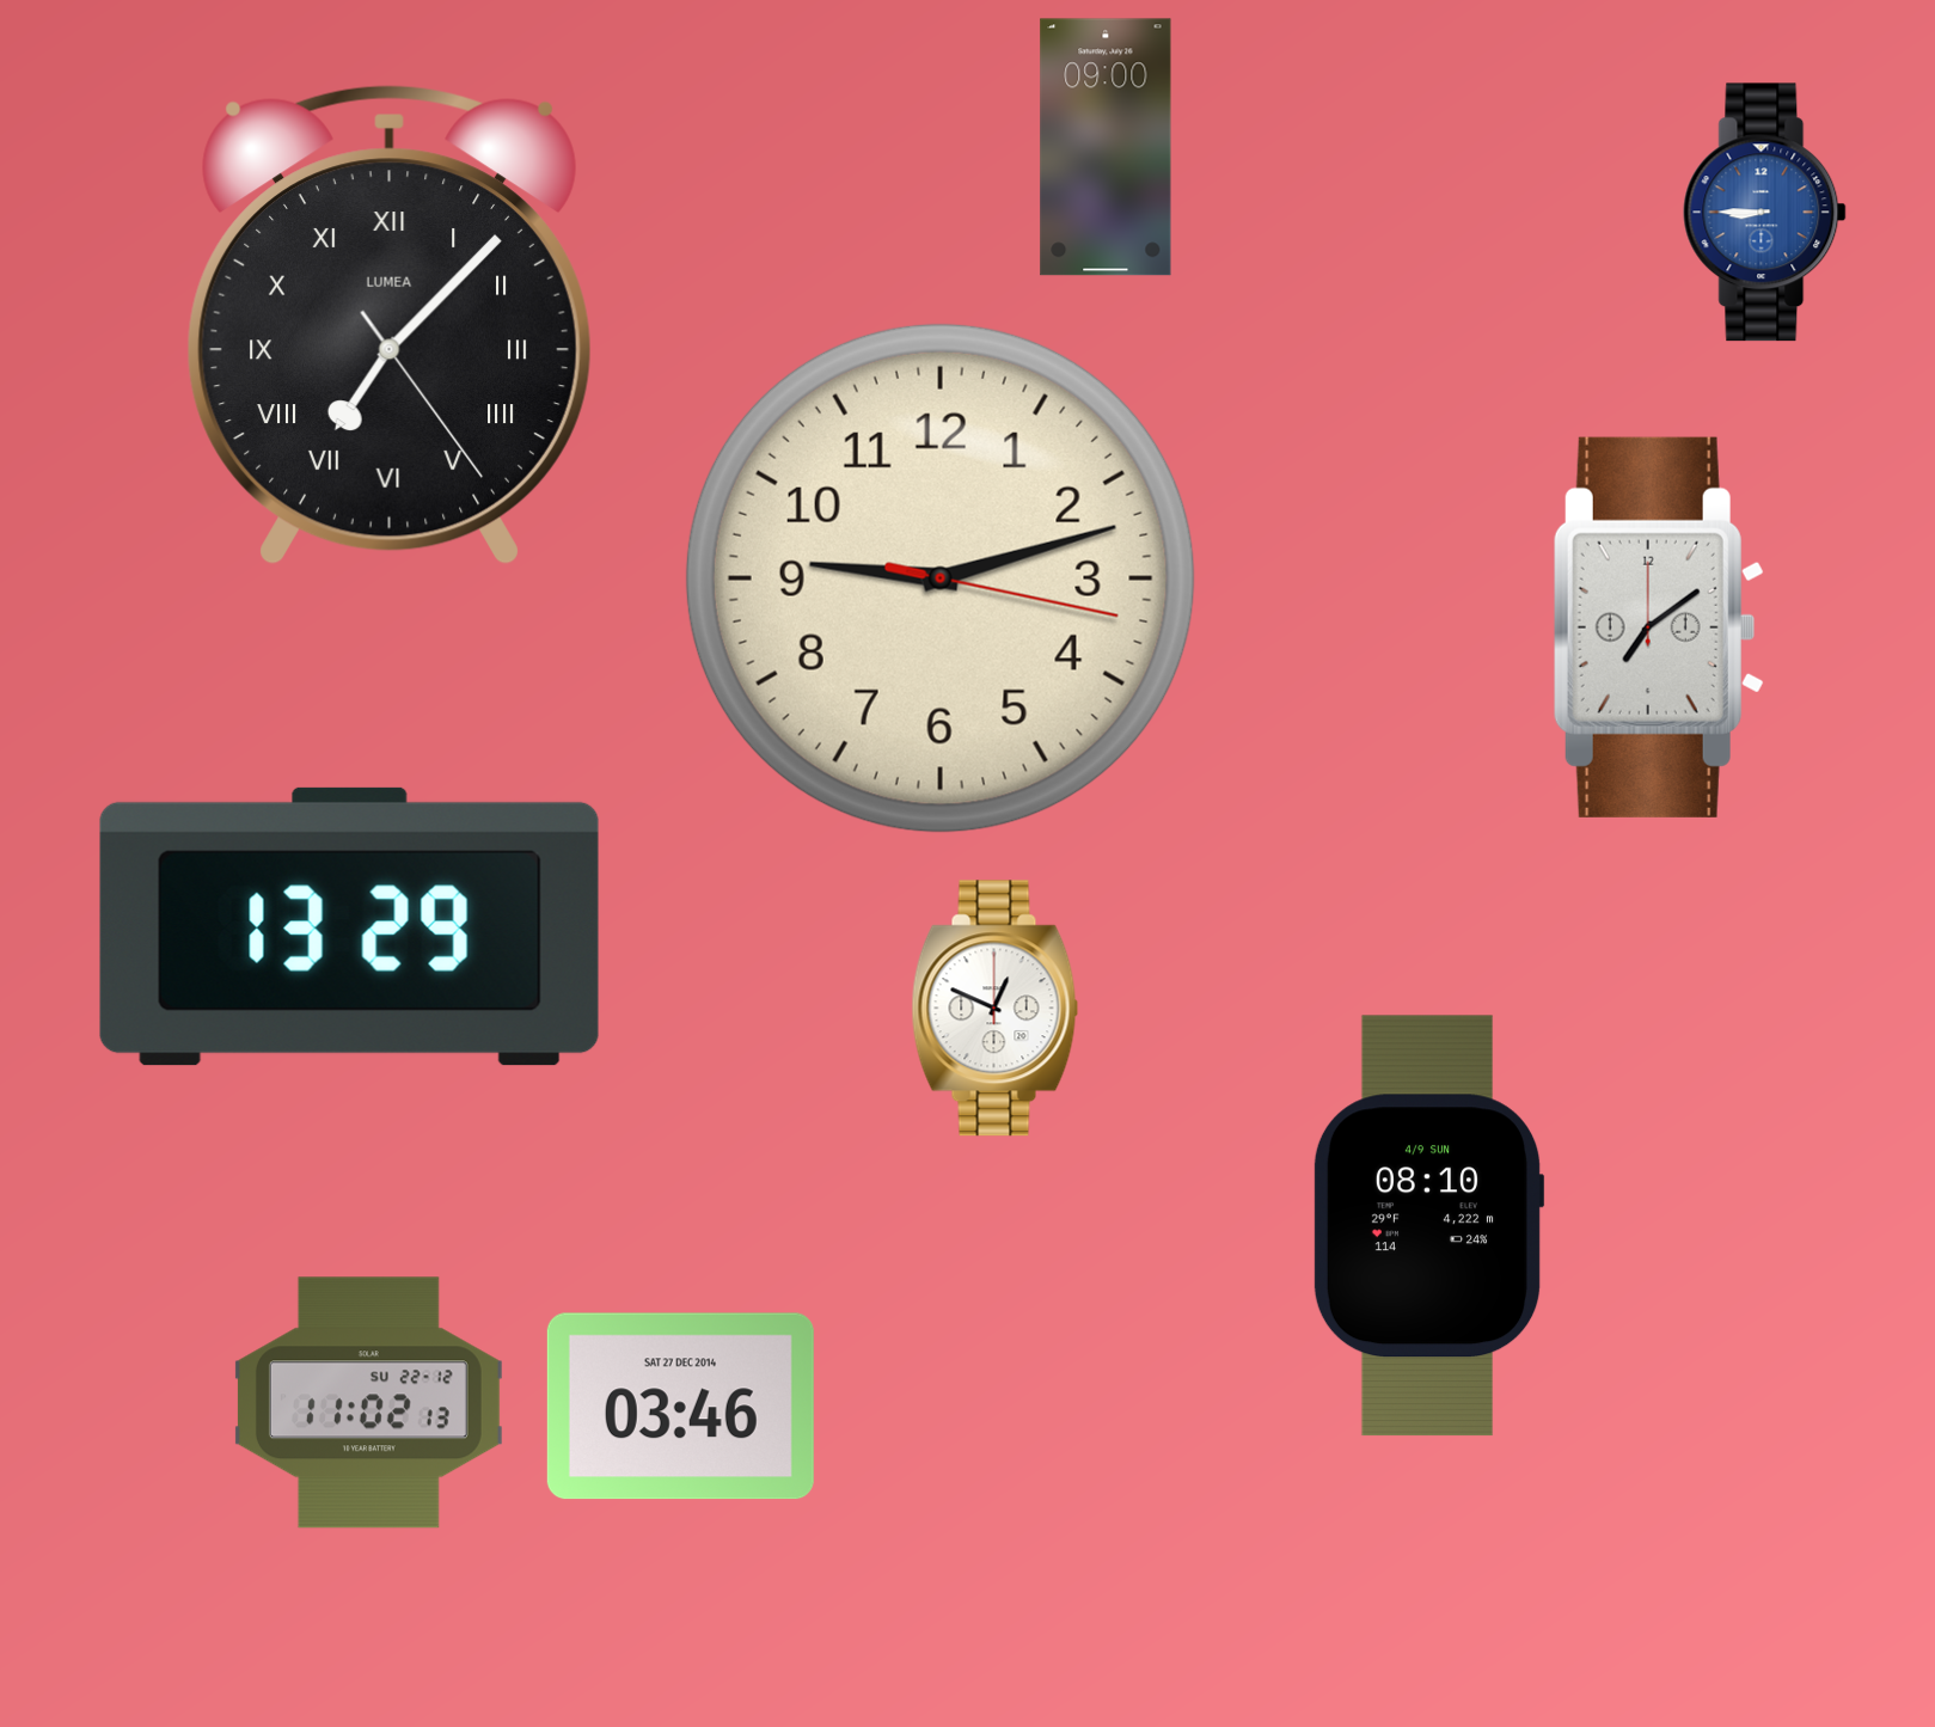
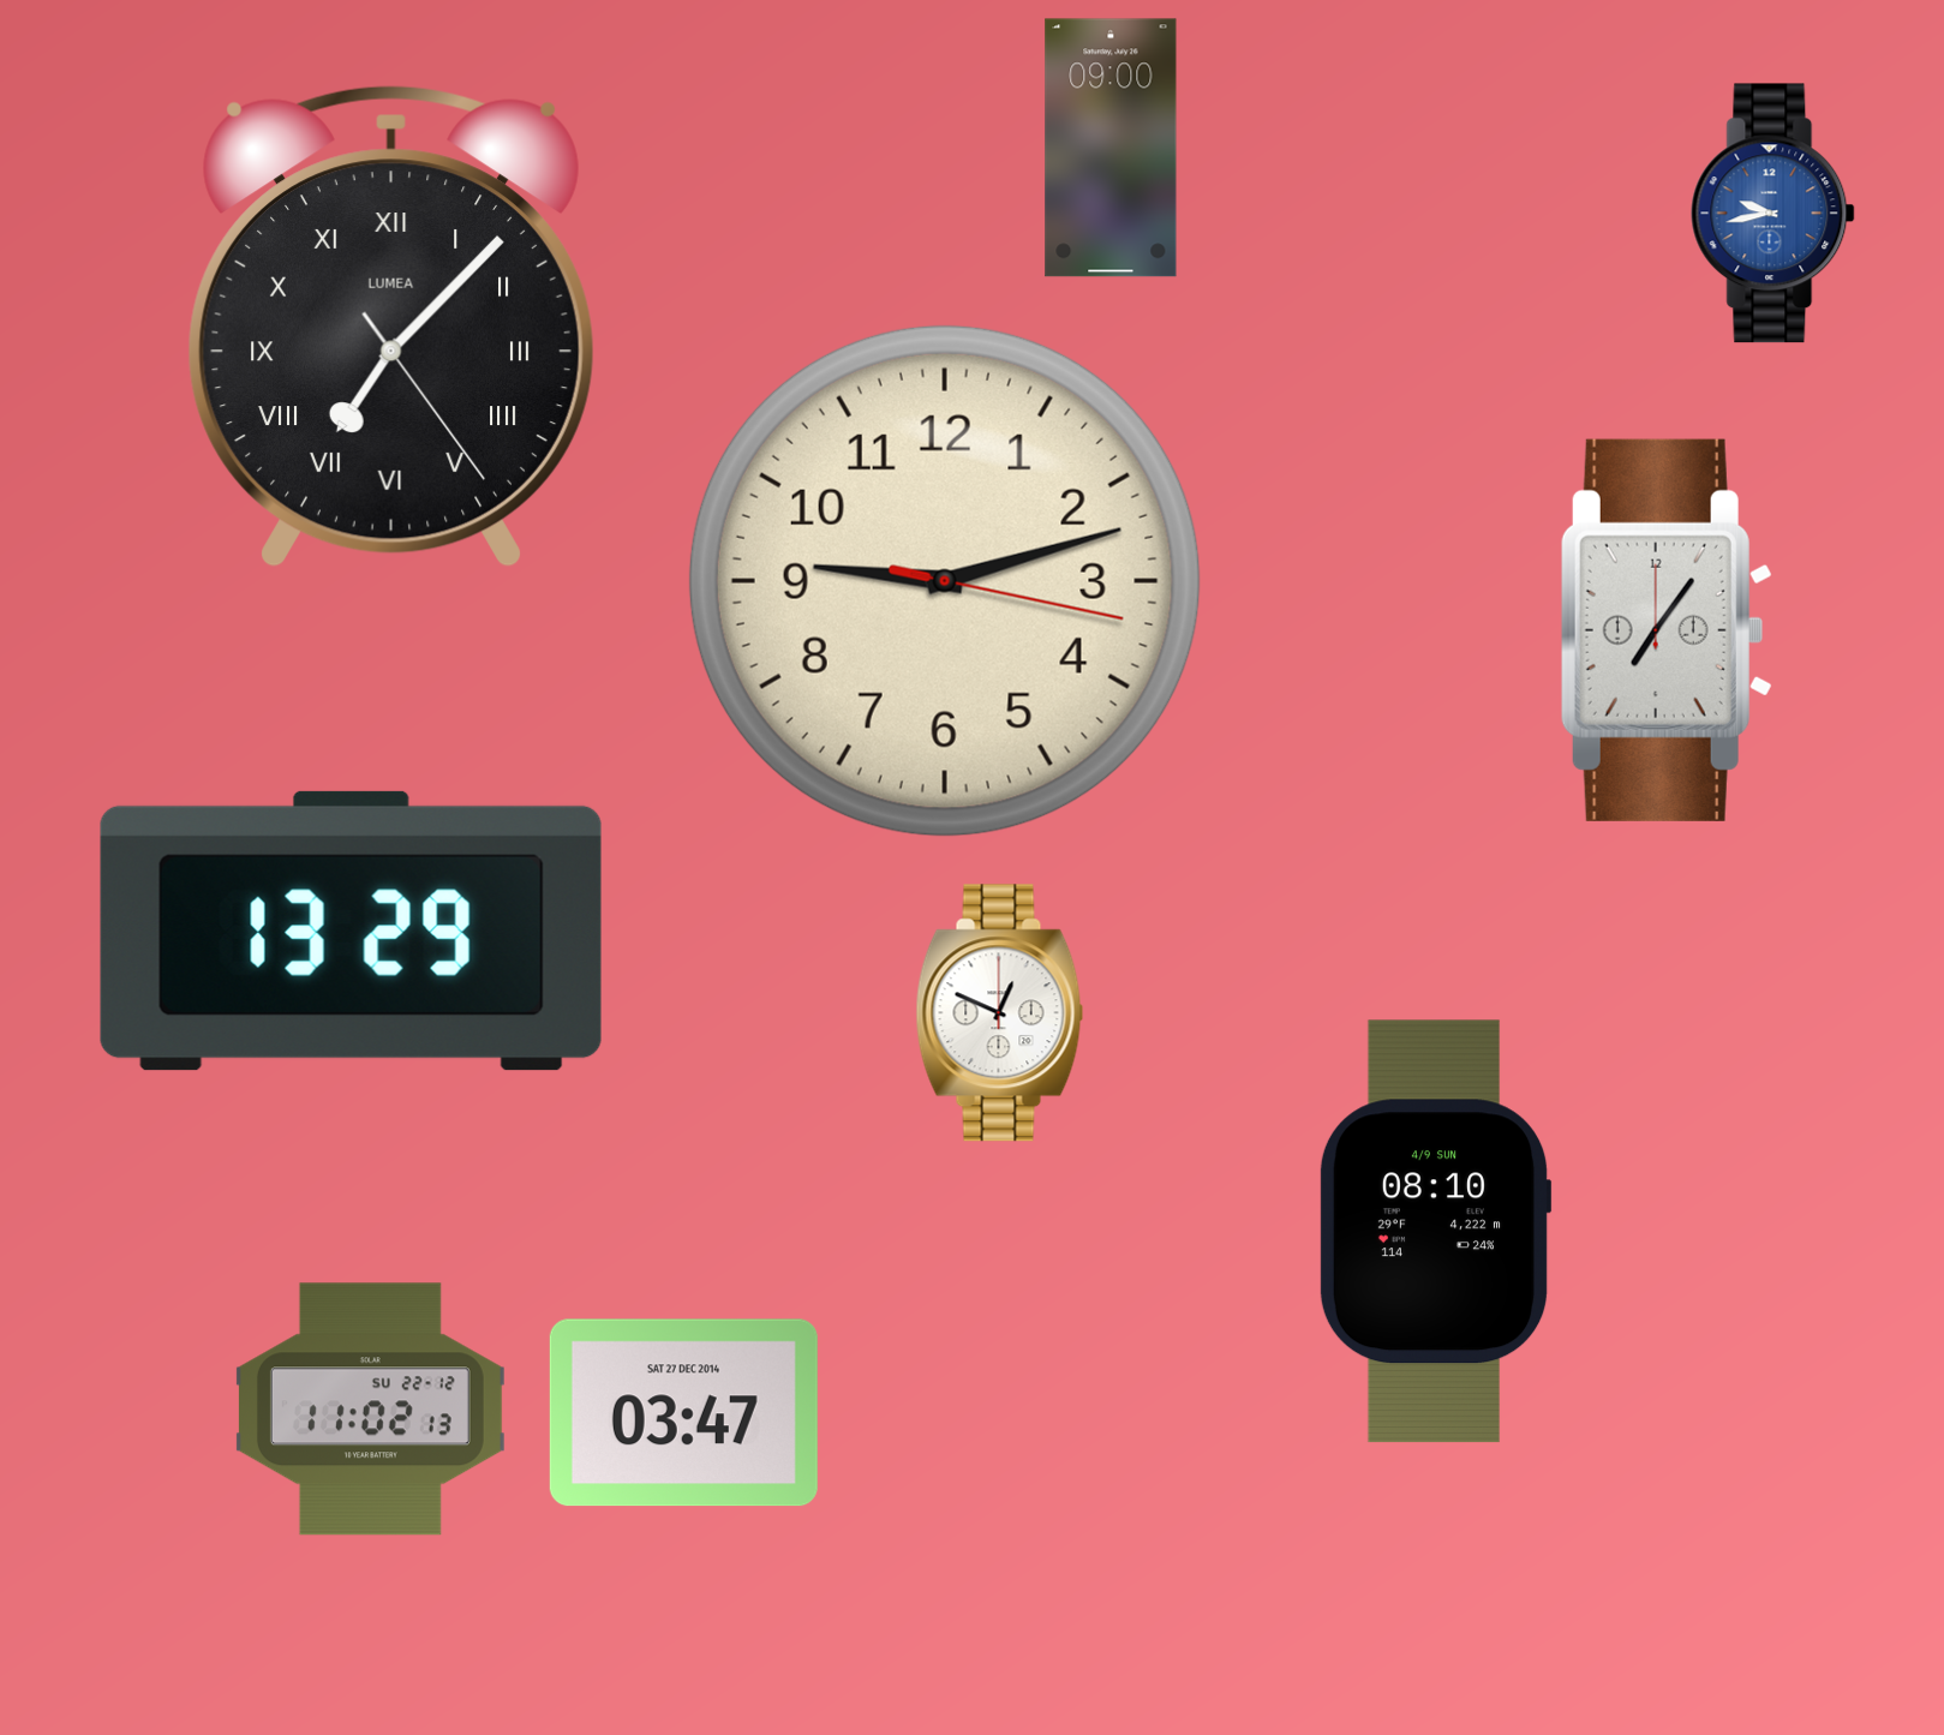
clock at (1765, 213): 8:45 -> 9:43
clock at (1659, 627): 7:09 -> 7:06
clock at (680, 1407): 03:46 -> 03:47
